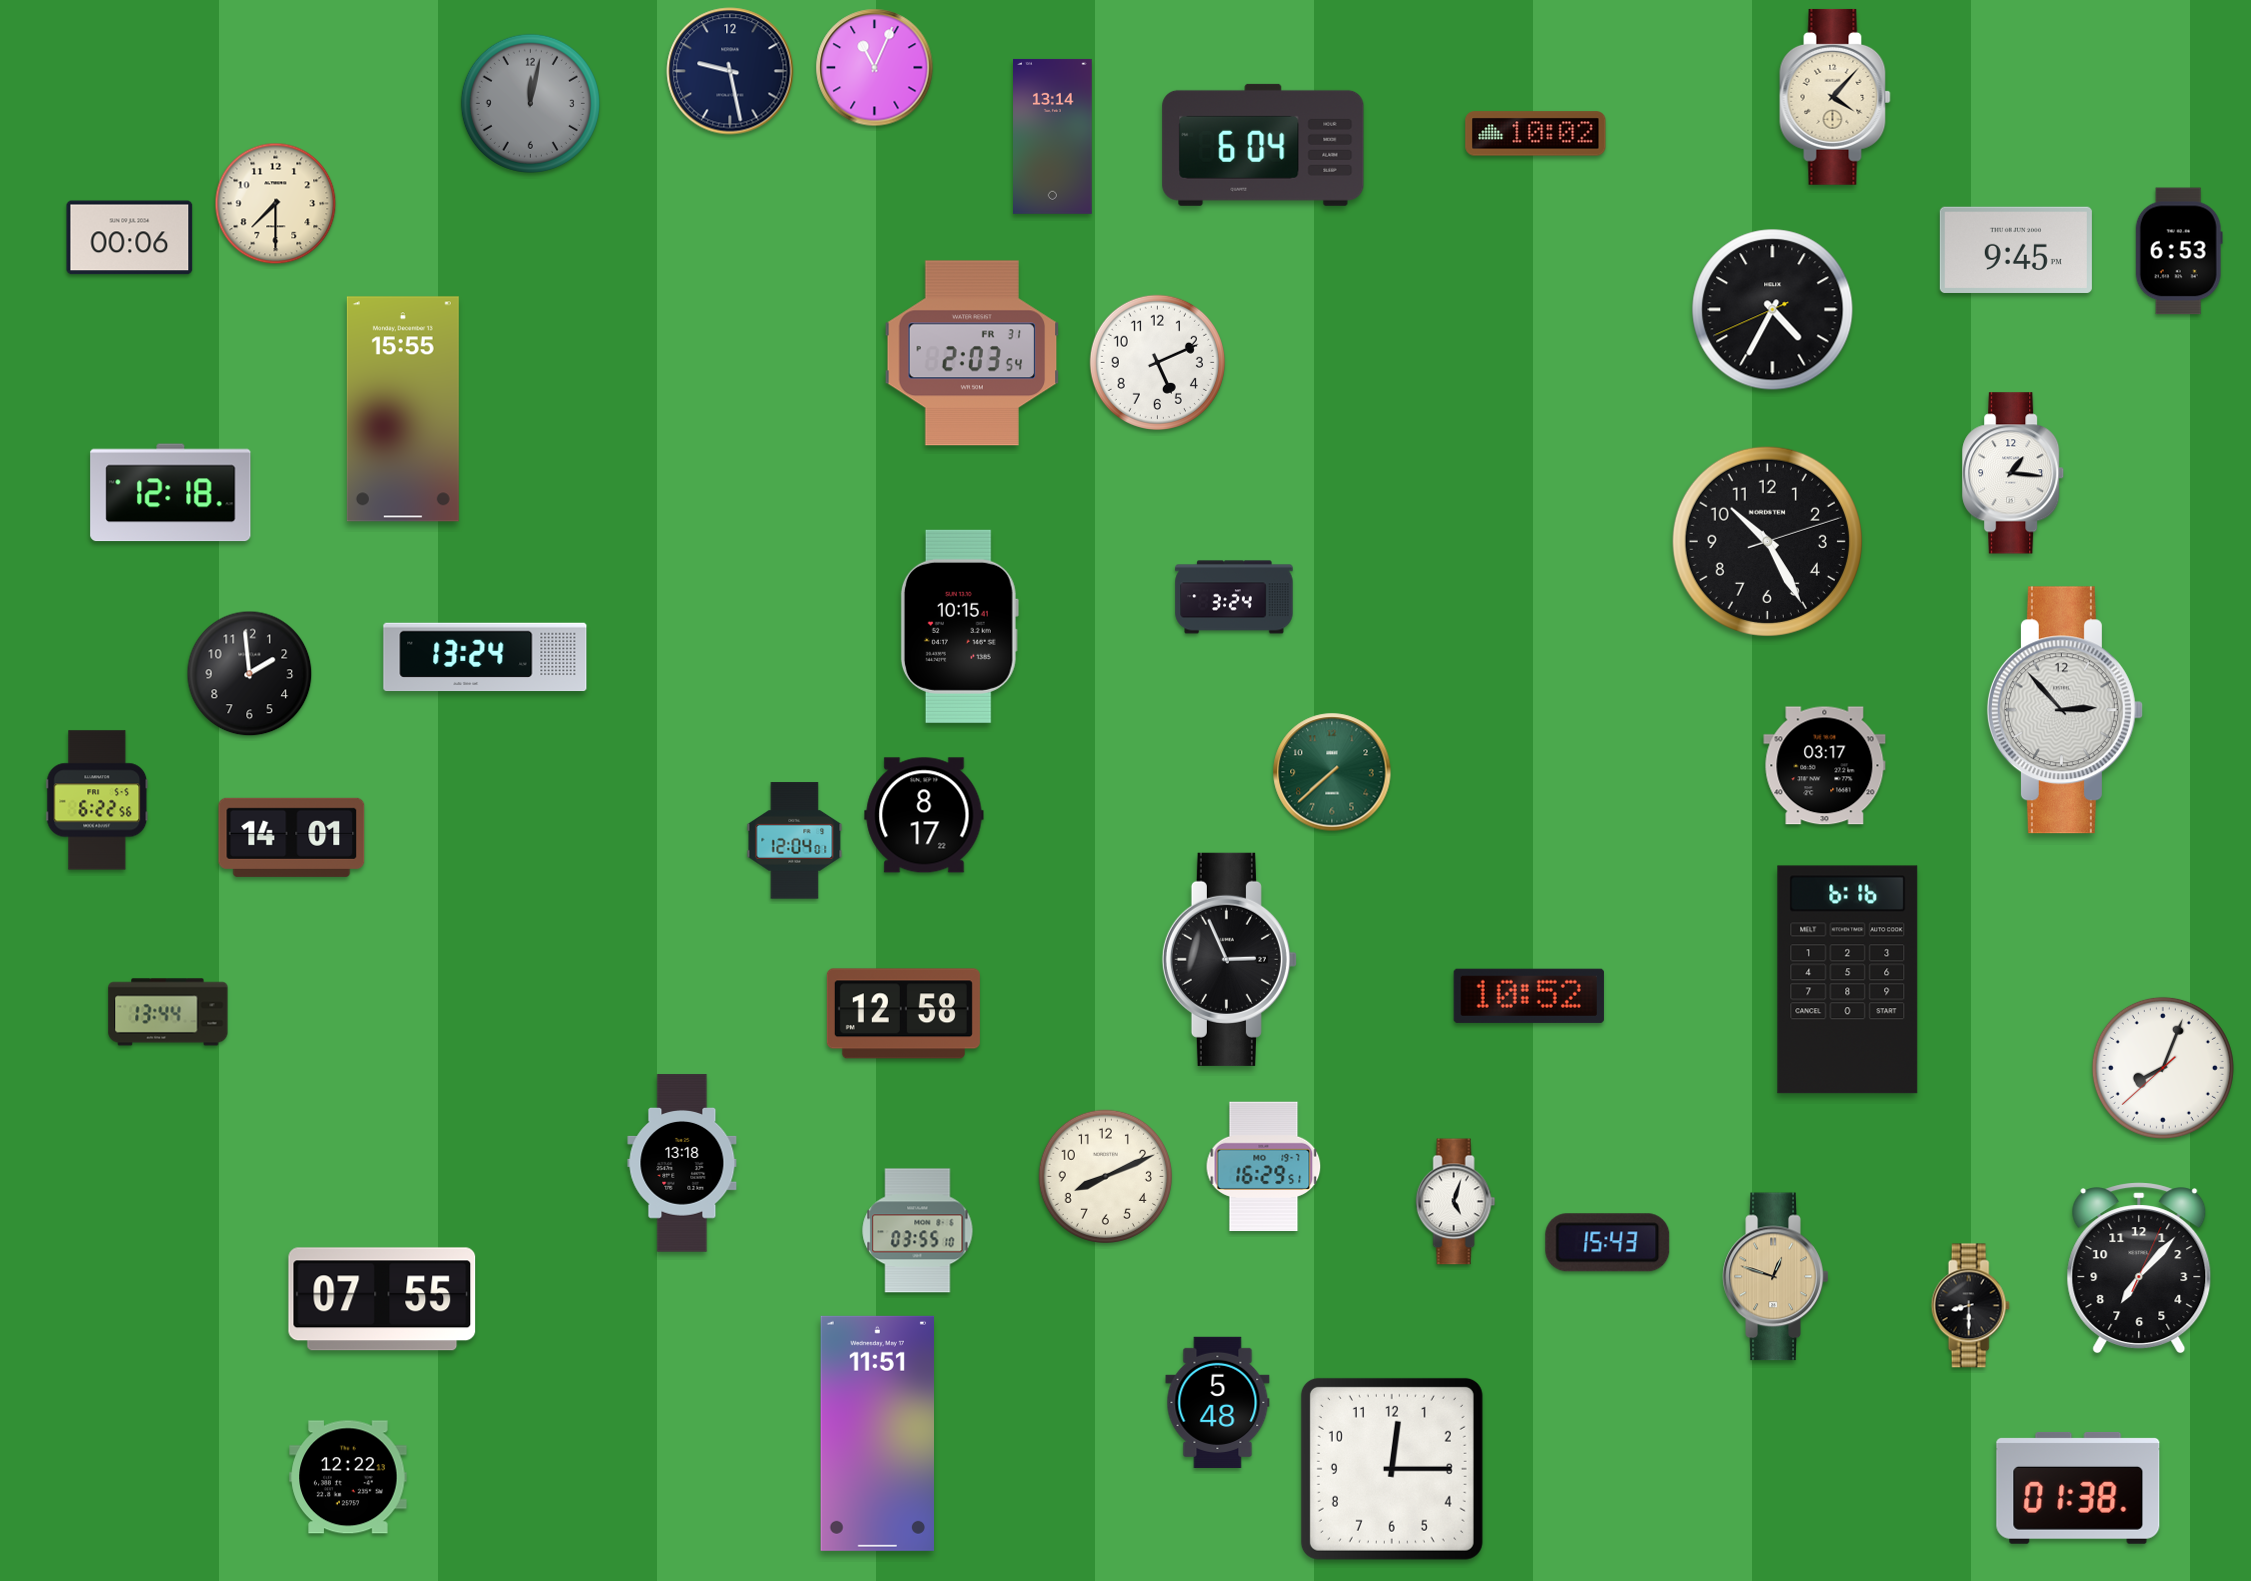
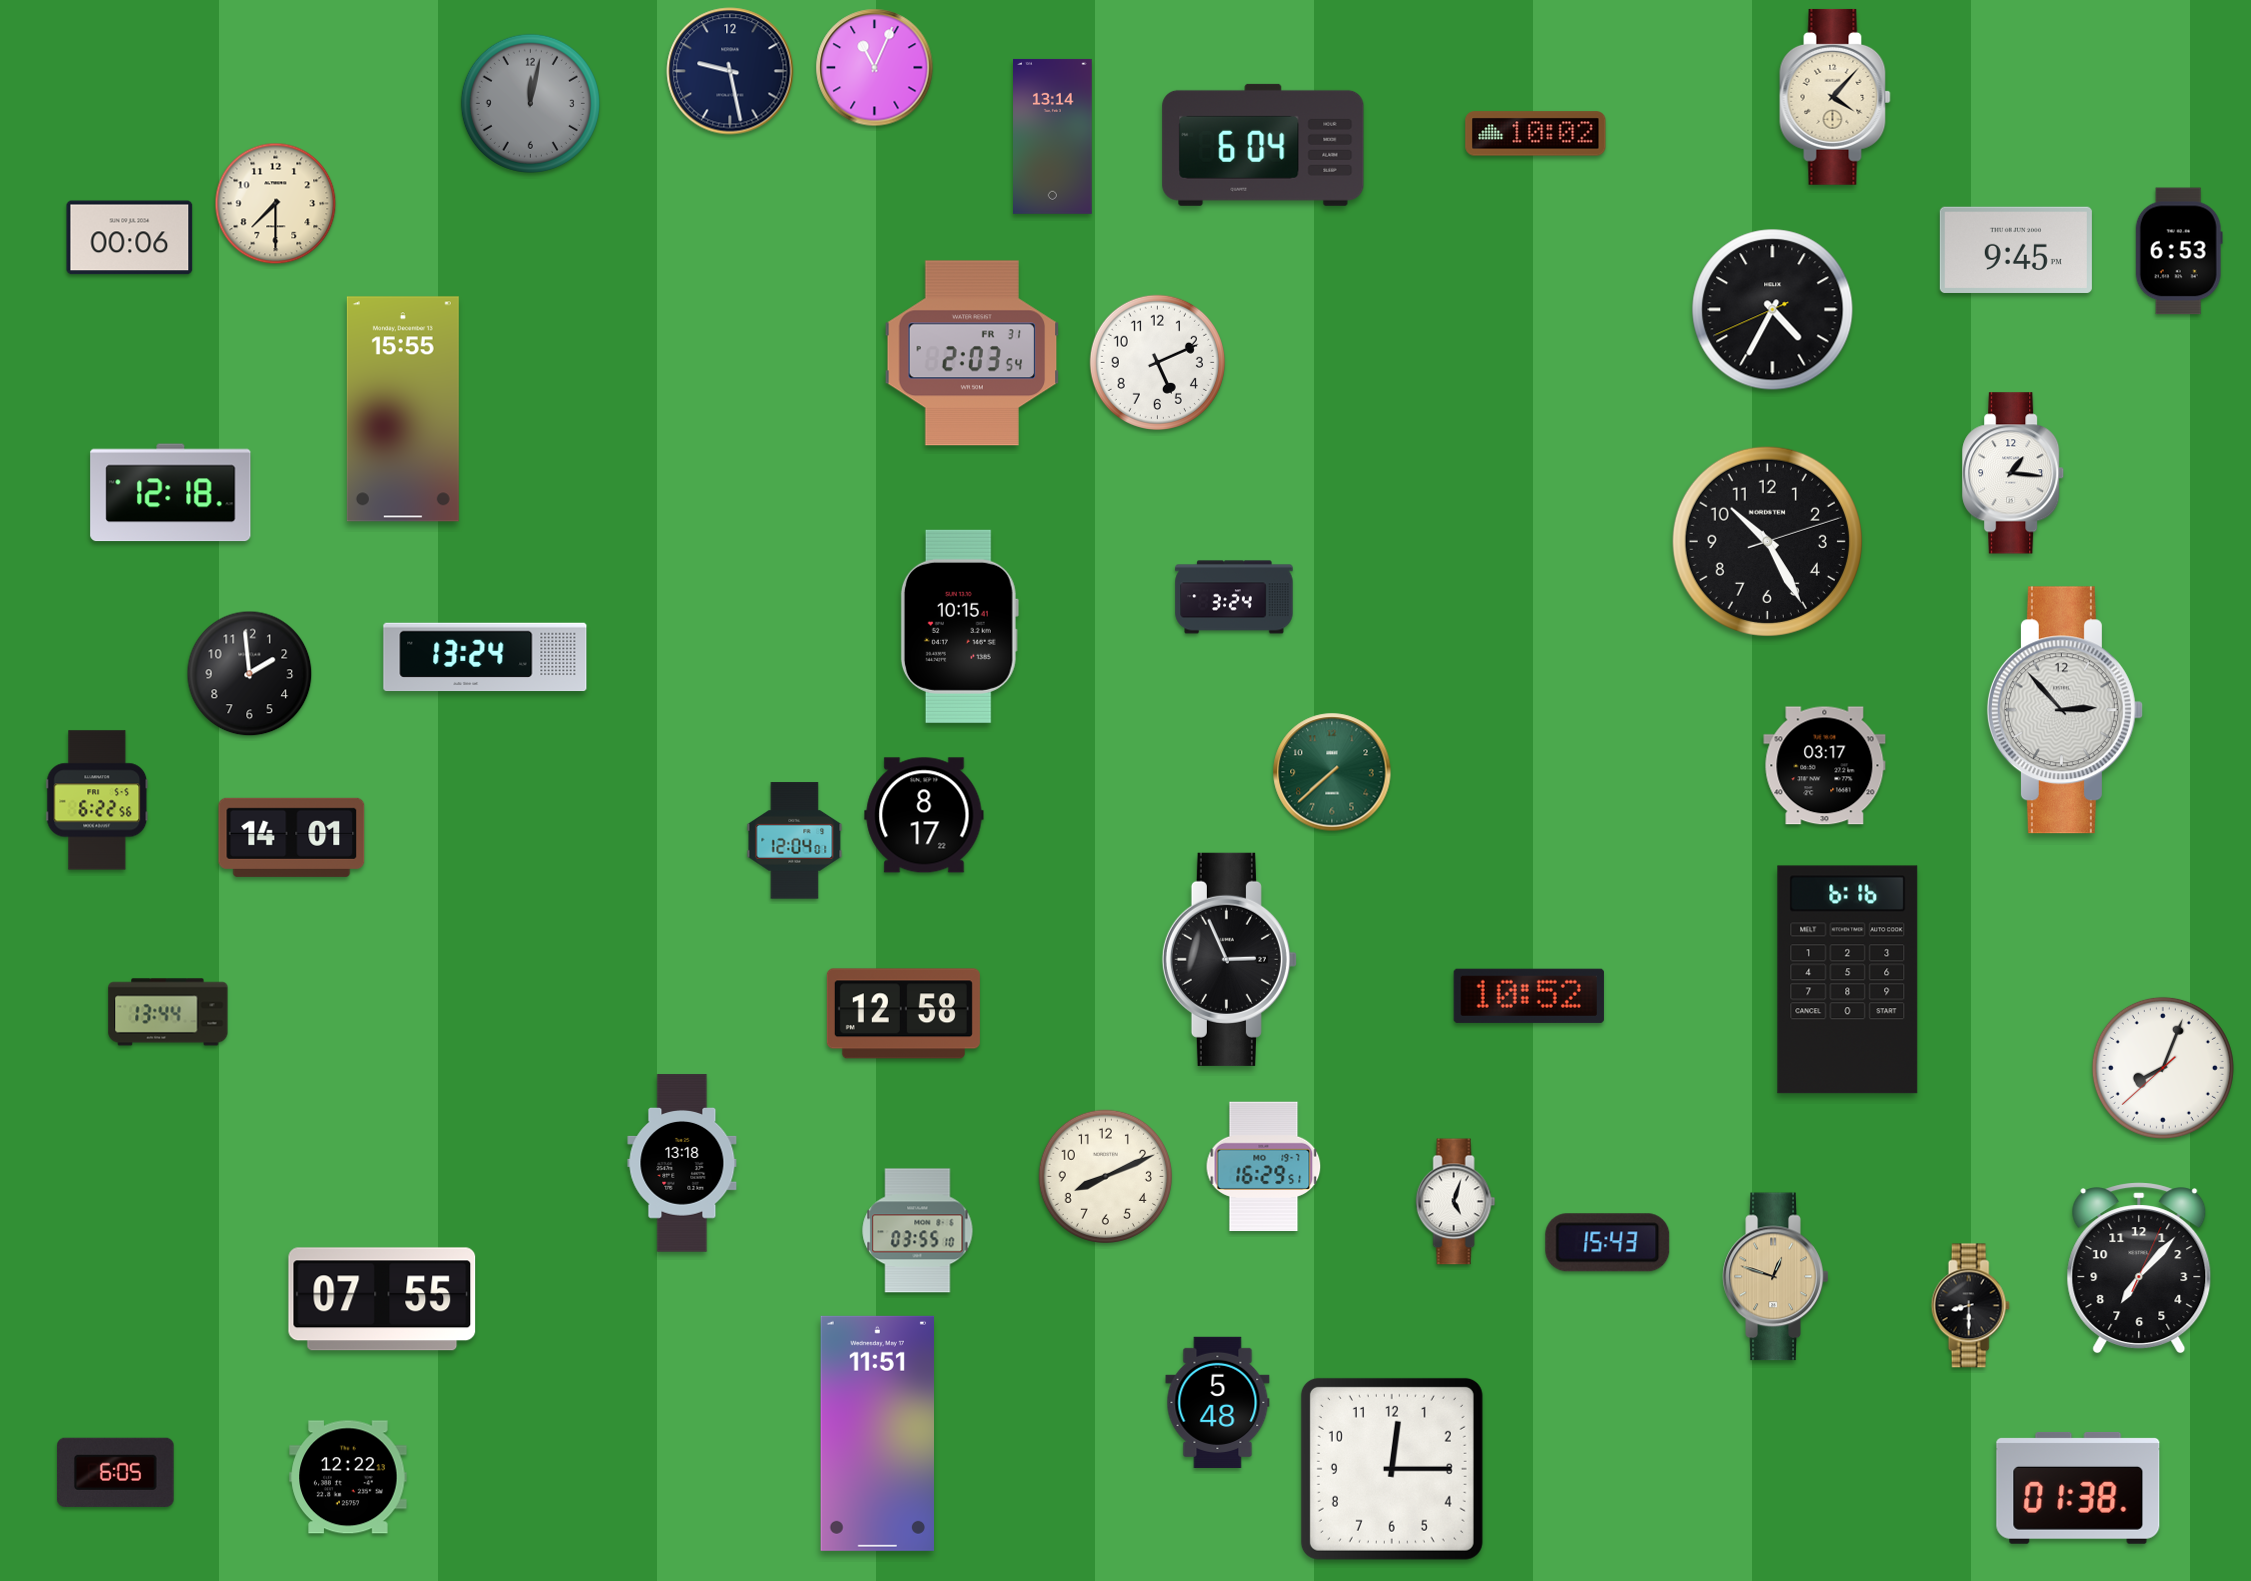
clock at (116, 1472): none -> 6:05
